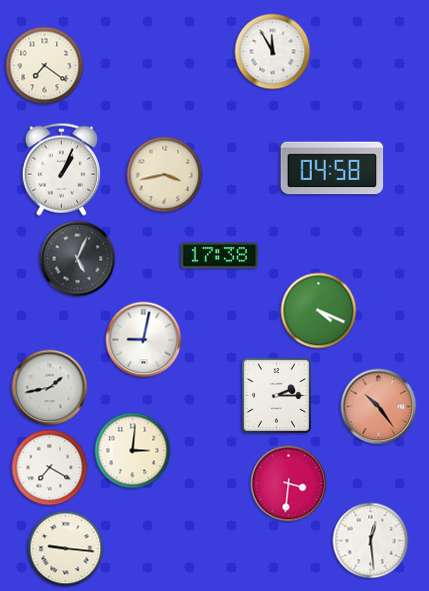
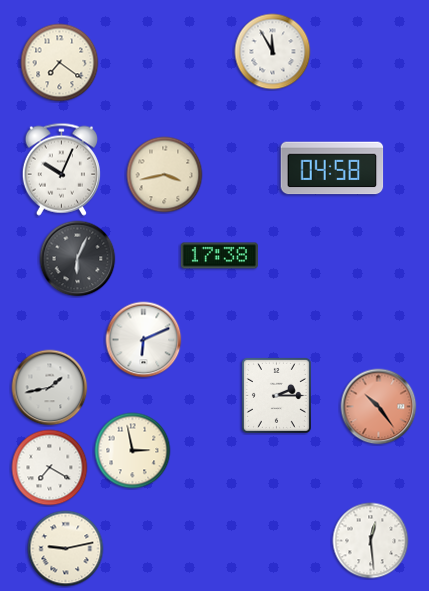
clock at (45, 66) position: (45, 66) -> (60, 63)
clock at (61, 169): 1:04 -> 10:04
clock at (78, 259): 5:04 -> 6:04
clock at (319, 311): 4:19 -> none
clock at (144, 340): 9:02 -> 6:11
clock at (133, 451): 3:01 -> 2:58
clock at (289, 484): 3:31 -> none
clock at (66, 549): 9:16 -> 9:13
